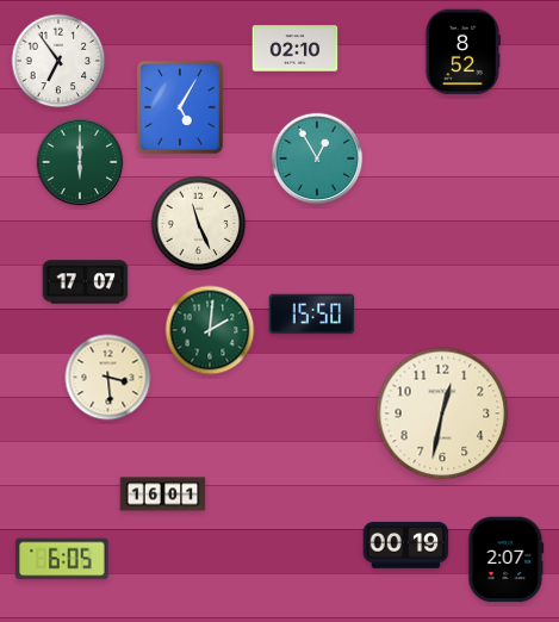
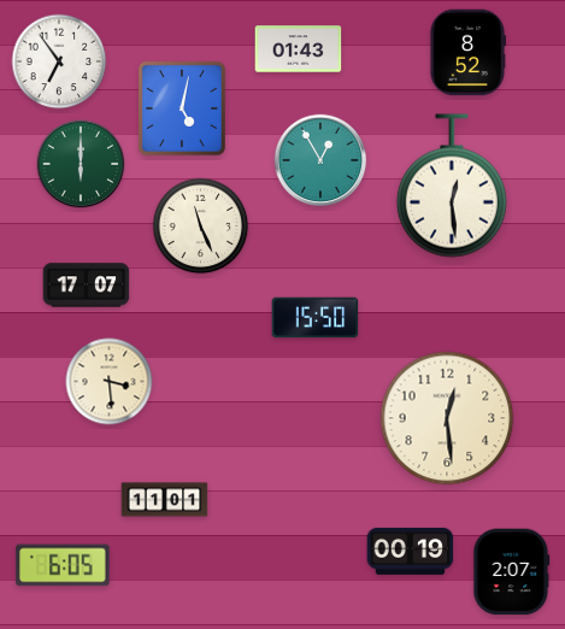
clock at (296, 49): 02:10 -> 01:43
clock at (180, 107): 5:05 -> 5:02
clock at (452, 186): none -> 12:29
clock at (210, 330): 2:01 -> none
clock at (442, 413): 12:32 -> 12:29
clock at (163, 495): 16:01 -> 11:01
clock at (507, 560) position: (507, 560) -> (512, 572)
